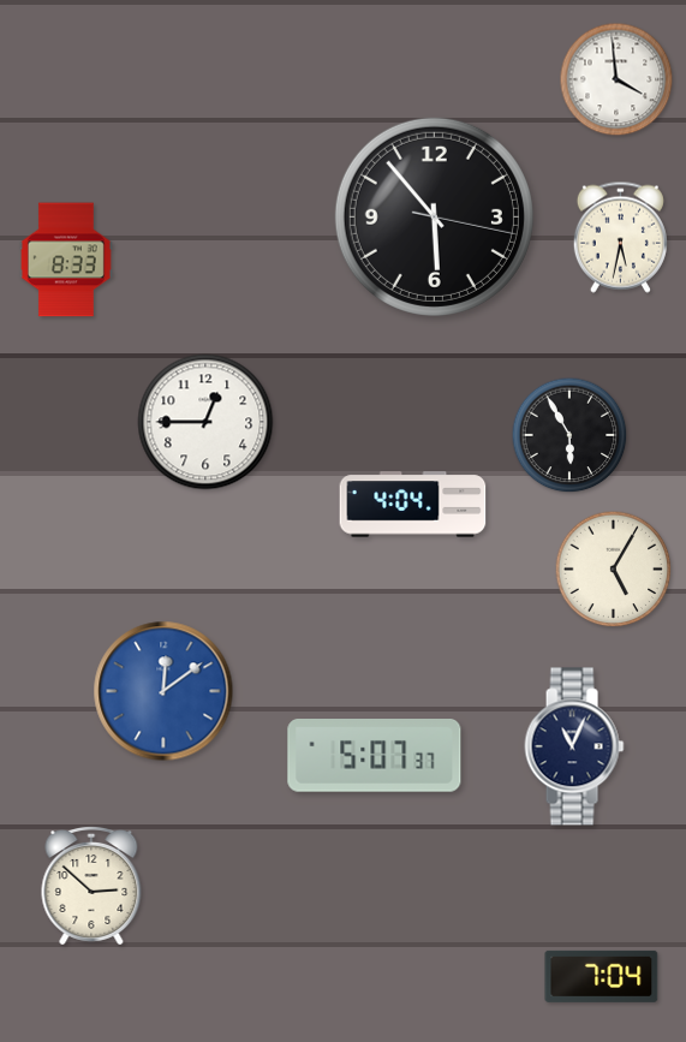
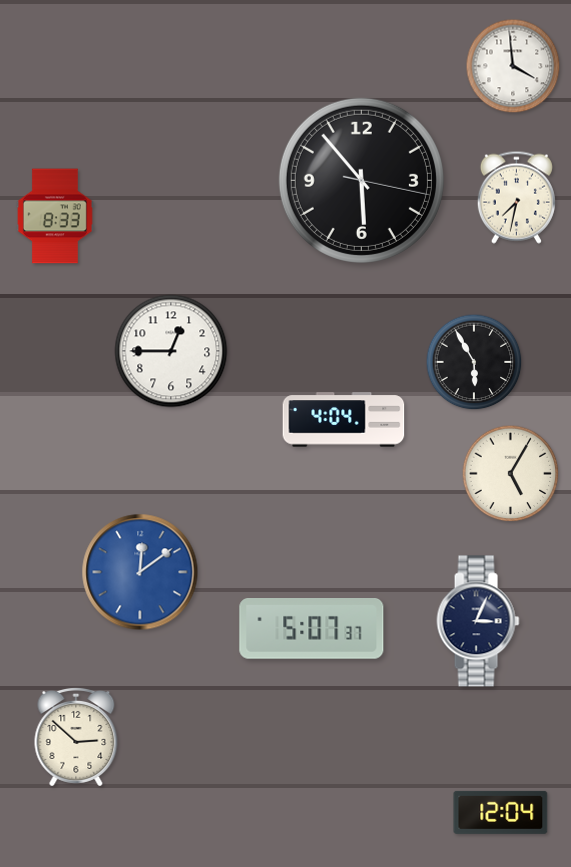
clock at (620, 237): 5:32 -> 7:32
clock at (163, 691) position: (163, 691) -> (140, 572)
clock at (574, 746): 11:04 -> 3:04
clock at (602, 976): 7:04 -> 12:04
